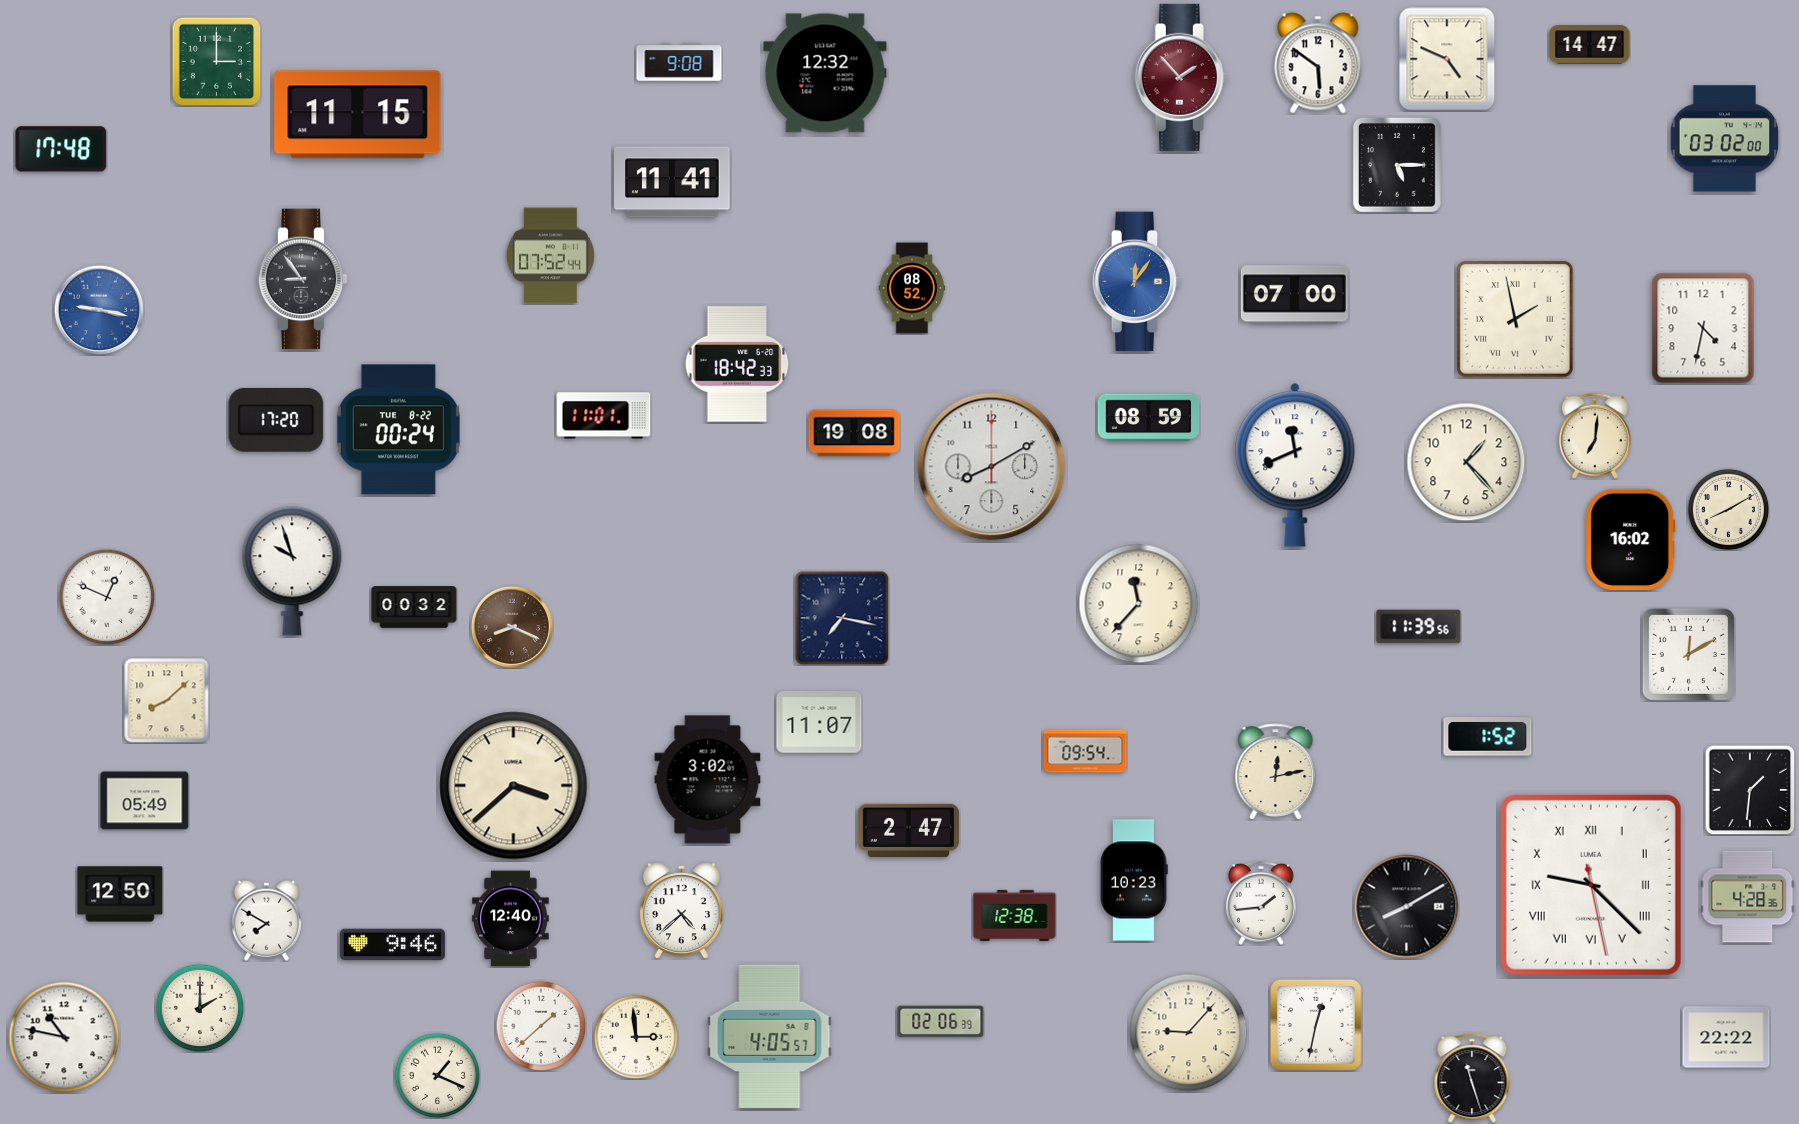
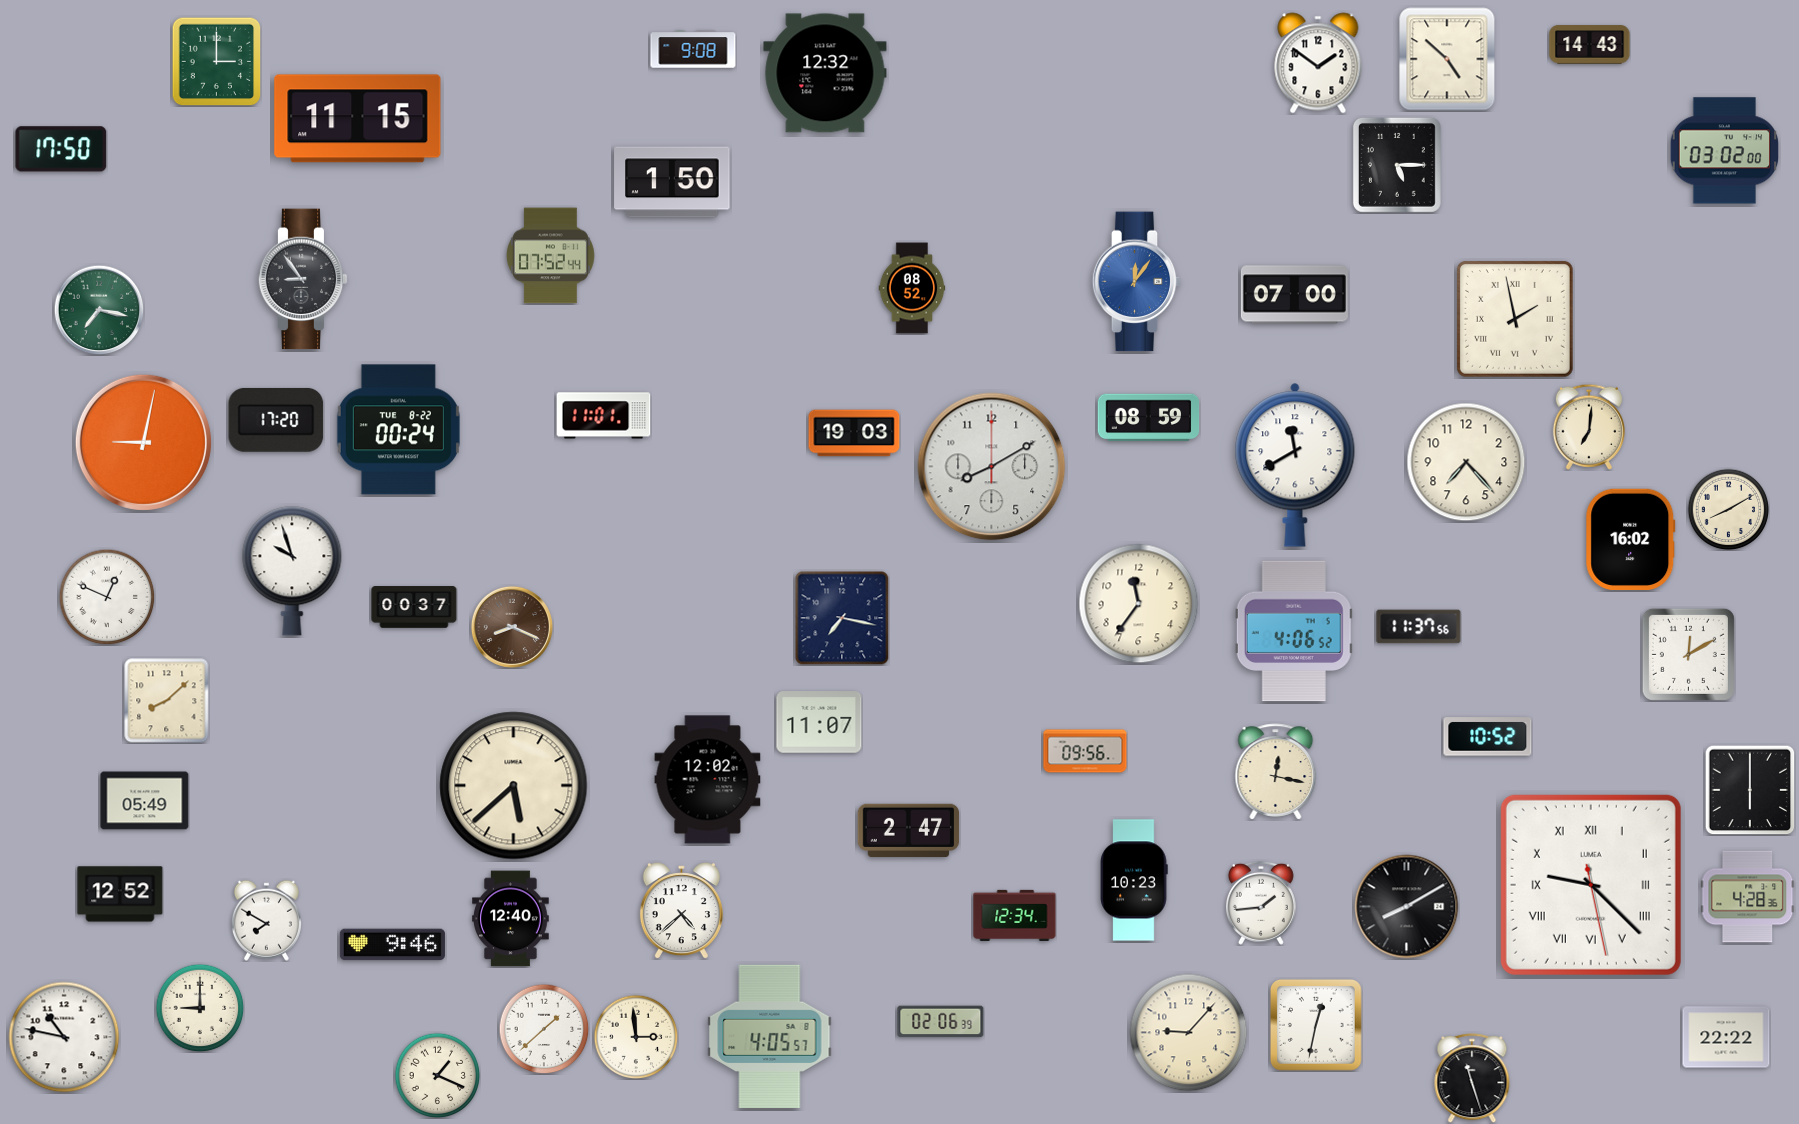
clock at (1590, 45): 14:47 -> 14:43
clock at (1447, 59): 4:49 -> 4:52
clock at (679, 62) position: (679, 62) -> (693, 49)
clock at (1318, 63): 5:51 -> 1:51
clock at (1181, 77): 1:53 -> none
clock at (358, 115) position: (358, 115) -> (358, 119)
clock at (1725, 139) position: (1725, 139) -> (1725, 151)
clock at (61, 149): 17:48 -> 17:50
clock at (672, 182): 11:41 -> 1:50
clock at (99, 310): 9:17 -> 7:17
clock at (99, 310) dial: blue -> green
clock at (1703, 328): 4:32 -> none
clock at (737, 364): 18:42 -> none
clock at (854, 433): 19:08 -> 19:03
clock at (1594, 436) position: (1594, 436) -> (1588, 427)
clock at (143, 442): none -> 9:02
clock at (1466, 462): 1:23 -> 7:23
clock at (1295, 465): 11:41 -> 11:40
clock at (1139, 604): 11:37 -> 11:36
clock at (414, 607): 00:32 -> 00:37
clock at (1419, 627): 11:39 -> 11:37
clock at (1294, 631): none -> 4:06
clock at (1488, 737): 1:52 -> 10:52
clock at (1085, 751): 09:54 -> 09:56
clock at (1276, 772): 12:13 -> 12:17
clock at (708, 780): 3:02 -> 12:02
clock at (514, 786): 3:38 -> 5:38
clock at (1750, 790): 1:31 -> 6:00
clock at (120, 894): 12:50 -> 12:52
clock at (1015, 915): 12:38 -> 12:34
clock at (200, 1008): 2:00 -> 9:00
clock at (541, 1026) position: (541, 1026) -> (544, 1029)
